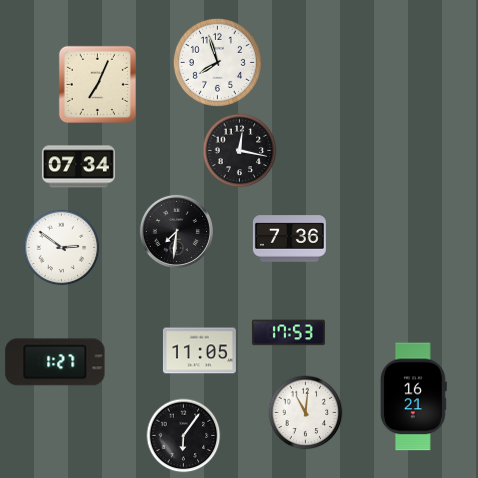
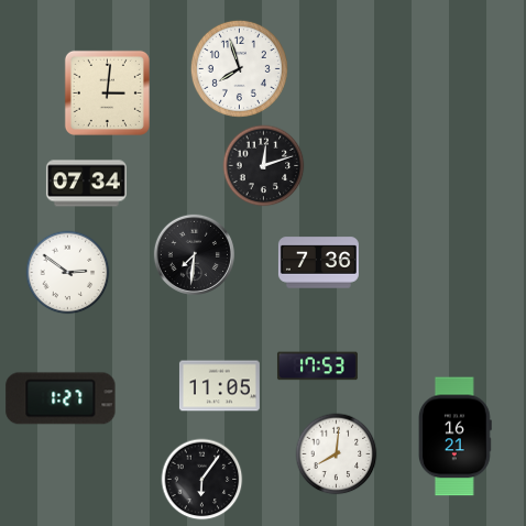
clock at (97, 84): 7:04 -> 3:01
clock at (240, 151): 12:17 -> 12:12
clock at (306, 413): 11:01 -> 8:01
